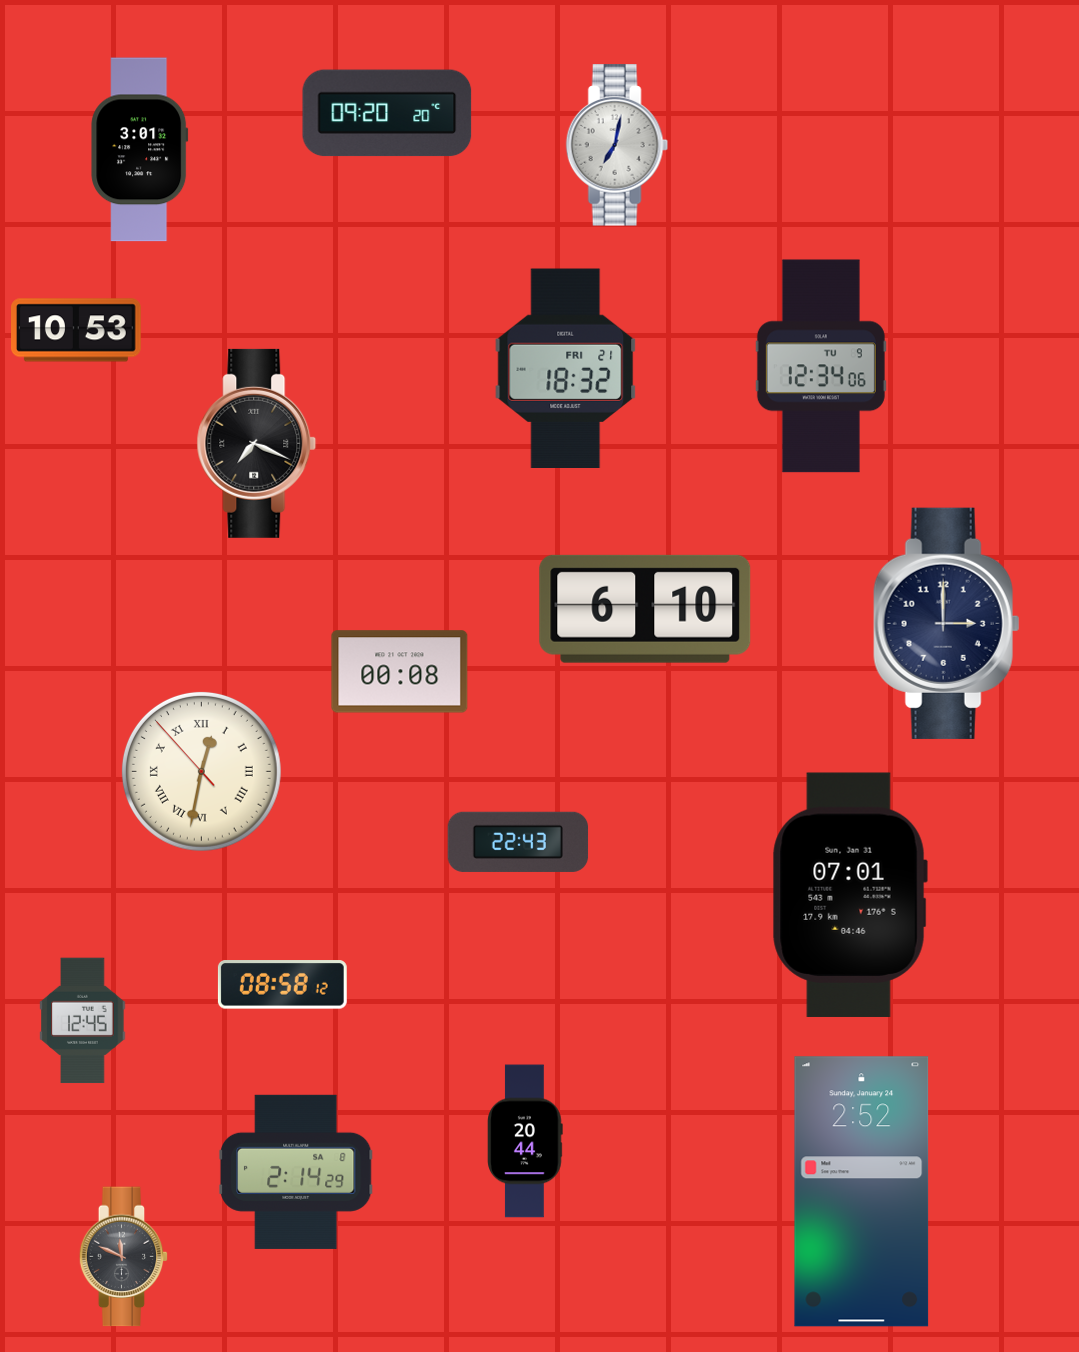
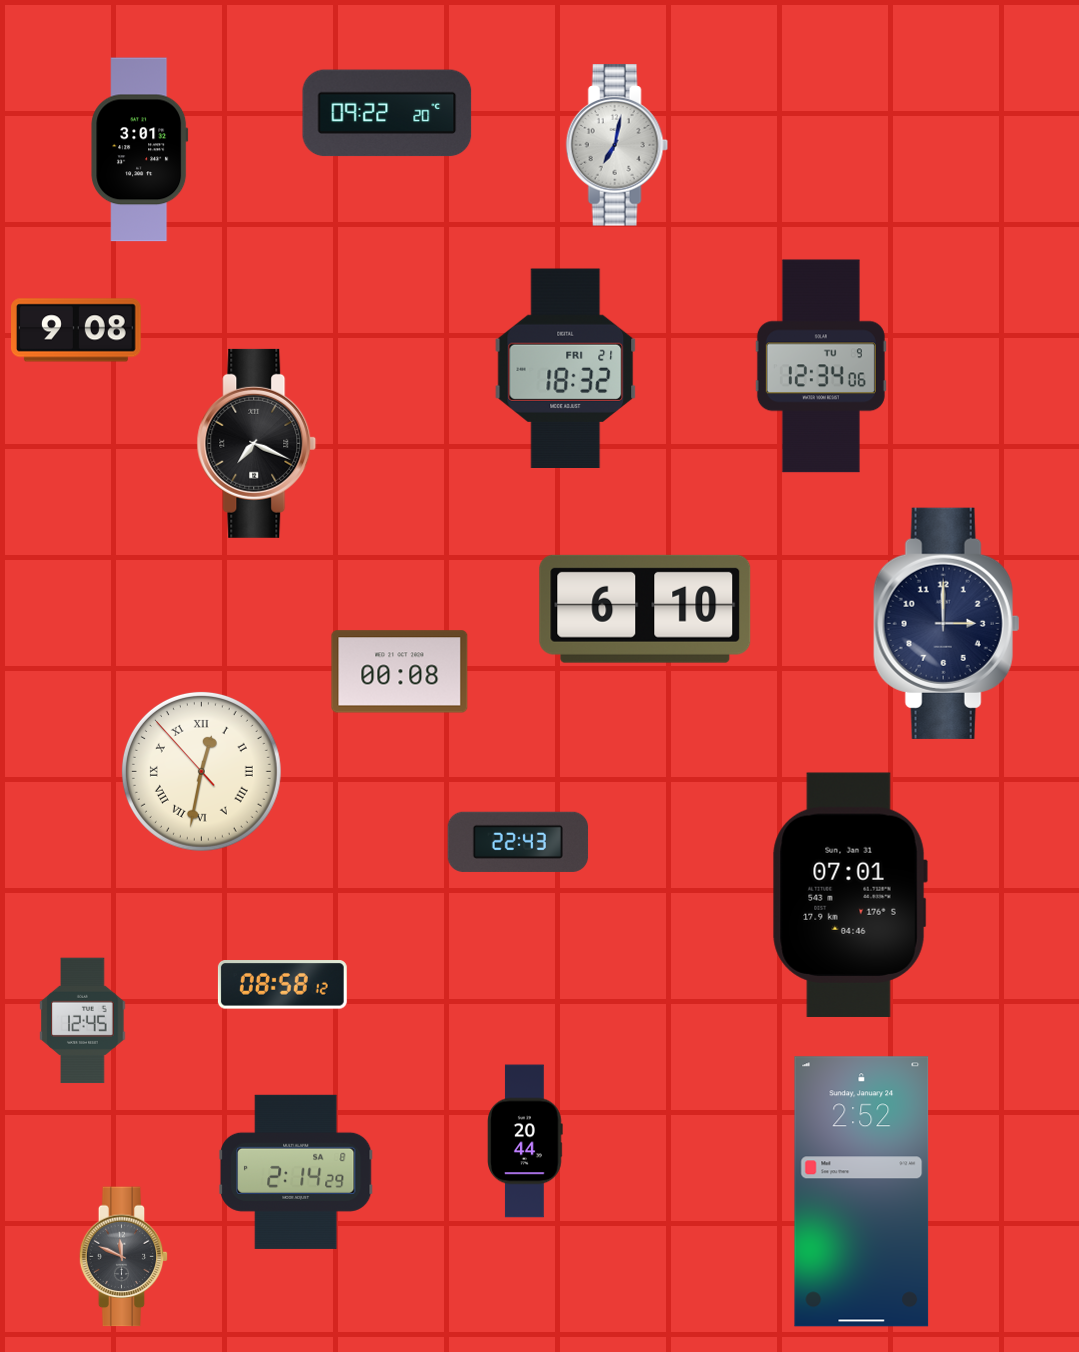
clock at (387, 113): 09:20 -> 09:22
clock at (77, 330): 10:53 -> 9:08
